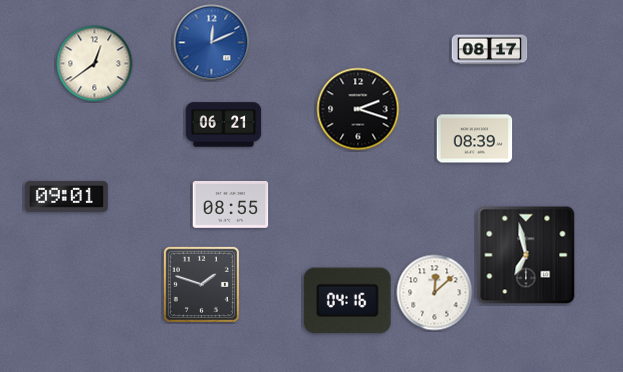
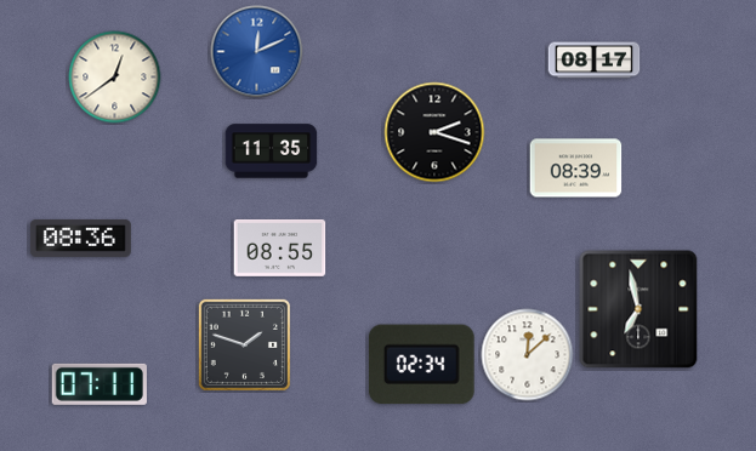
clock at (224, 125): 06:21 -> 11:35
clock at (66, 196): 09:01 -> 08:36
clock at (348, 301): 04:16 -> 02:34
clock at (100, 384): none -> 07:11
